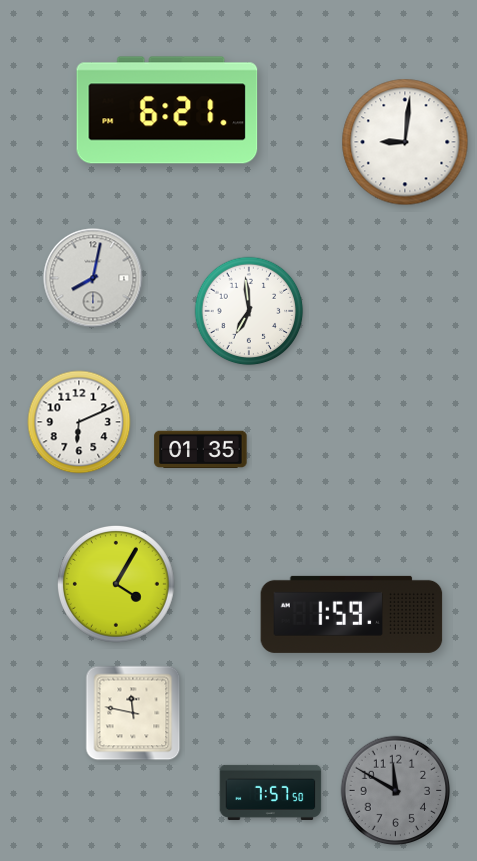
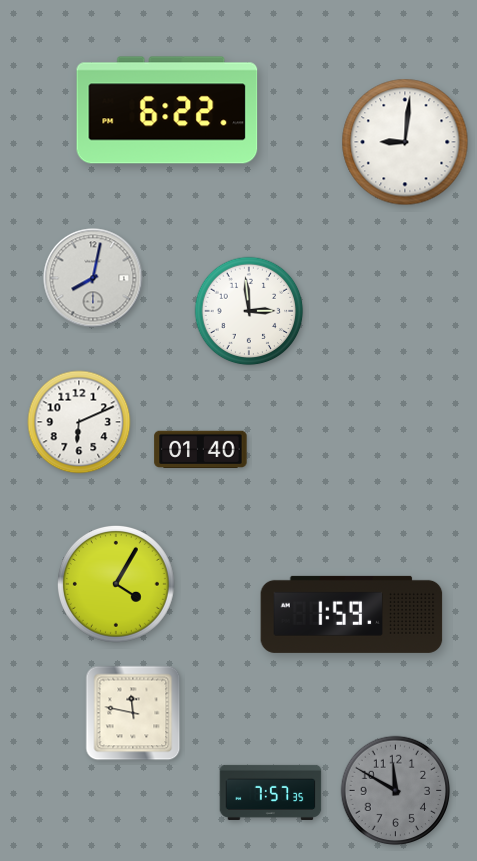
clock at (167, 110): 6:21 -> 6:22
clock at (249, 311): 6:59 -> 2:59
clock at (201, 449): 01:35 -> 01:40
clock at (271, 792): 7:57:50 -> 7:57:35
